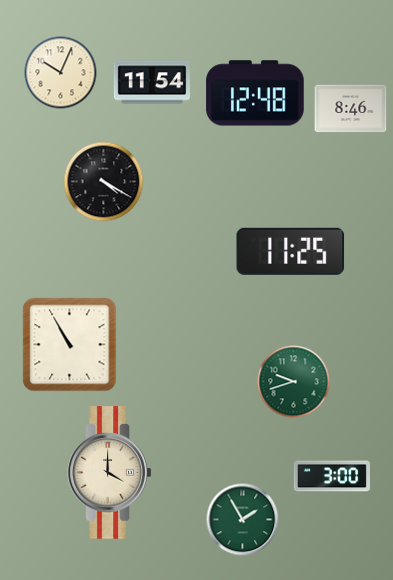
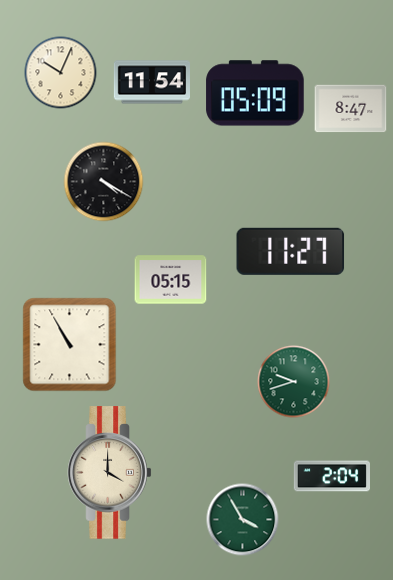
clock at (255, 93): 12:48 -> 05:09
clock at (351, 109): 8:46 -> 8:47
clock at (291, 251): 11:25 -> 11:27
clock at (171, 280): none -> 05:15
clock at (331, 476): 3:00 -> 2:04
clock at (243, 520): 1:55 -> 3:55
